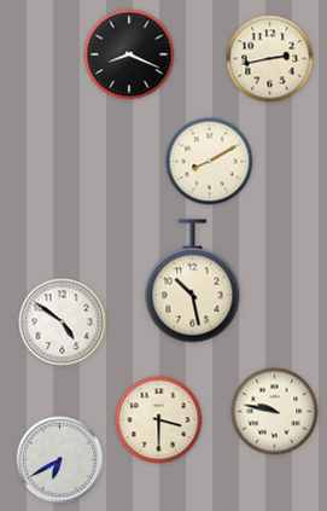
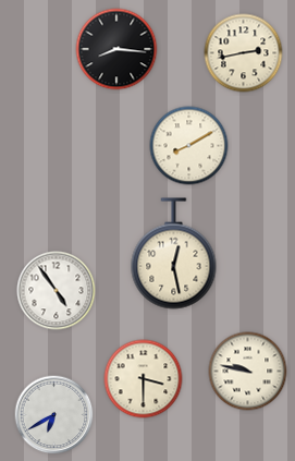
clock at (129, 54): 8:19 -> 8:16
clock at (193, 281): 10:28 -> 12:28
clock at (63, 323): 4:51 -> 4:54
